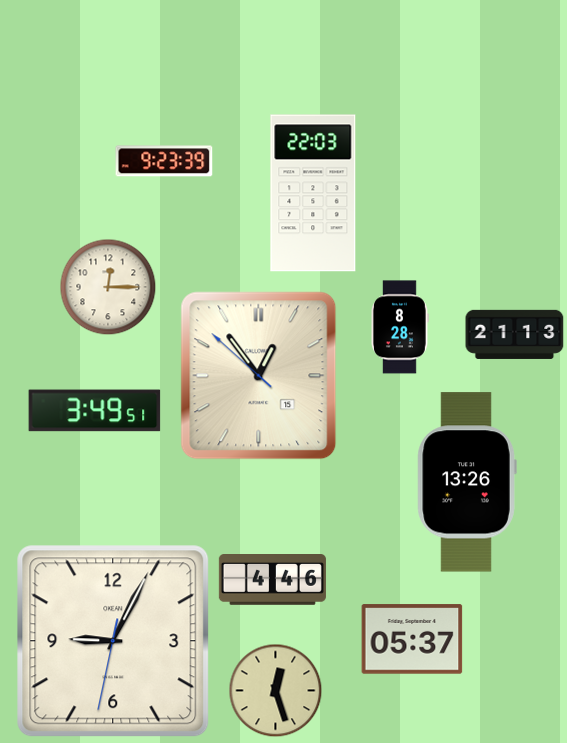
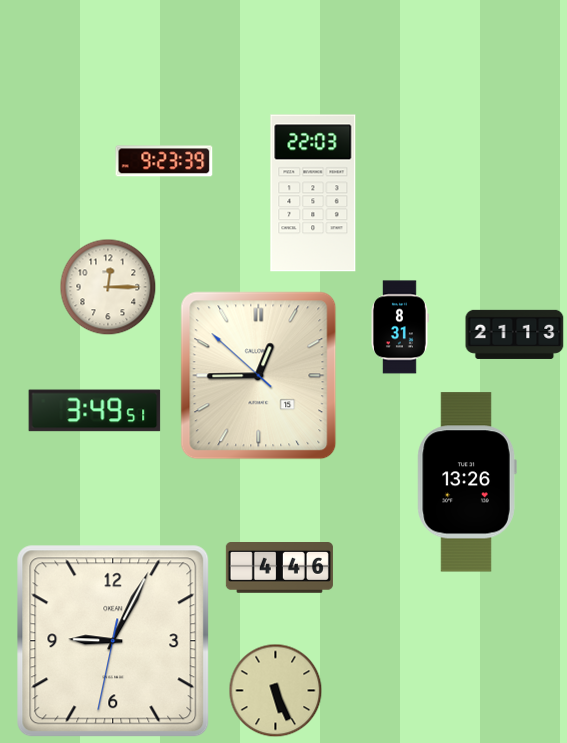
clock at (400, 327): 8:28 -> 8:31
clock at (259, 376): 12:53 -> 12:44
clock at (272, 580) position: (272, 580) -> (279, 568)
clock at (412, 639): 05:37 -> none
clock at (276, 691): 12:27 -> 5:26
